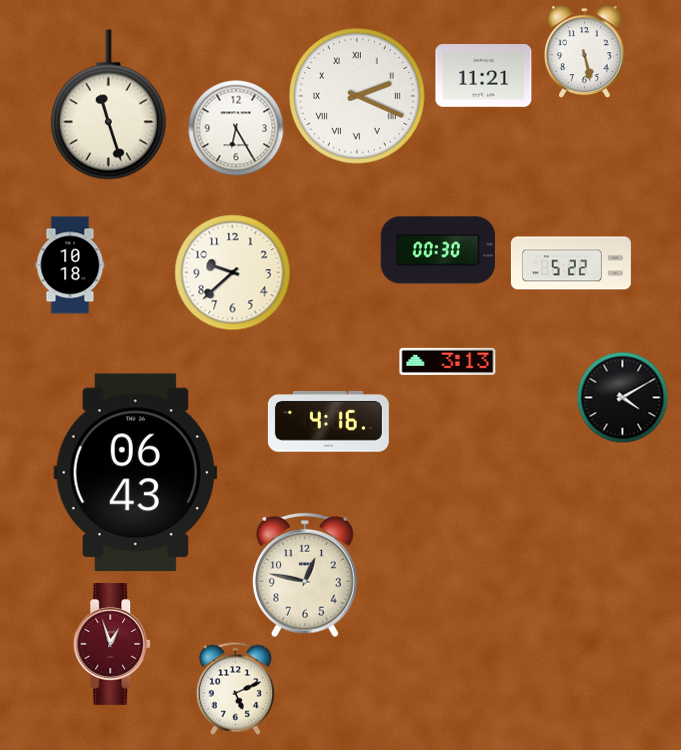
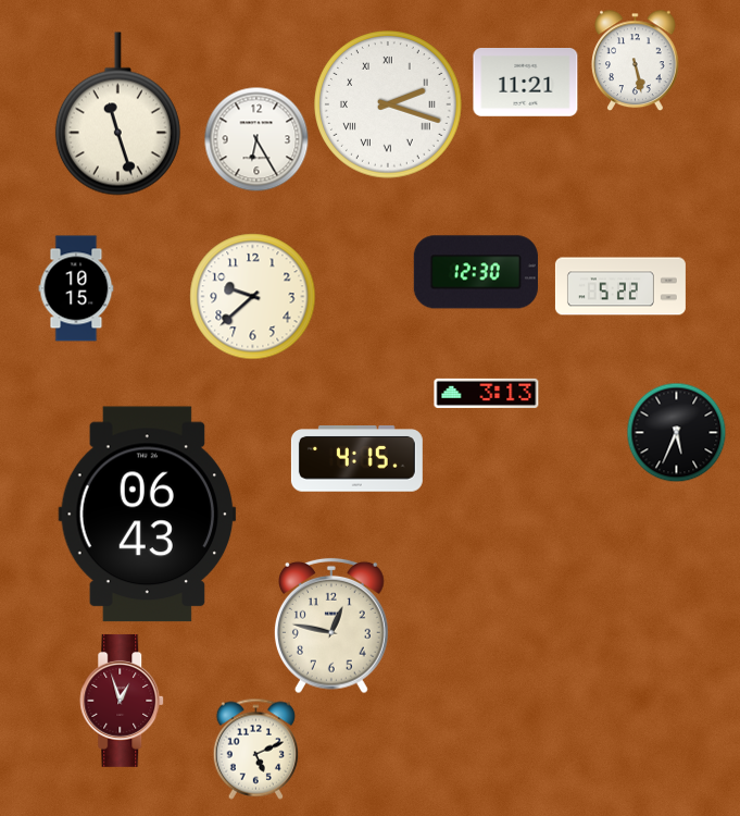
clock at (585, 51) position: (585, 51) -> (636, 60)
clock at (358, 97): 2:19 -> 2:18
clock at (438, 250): 00:30 -> 12:30
clock at (70, 265): 10:18 -> 10:15
clock at (622, 397): 4:10 -> 5:34
clock at (328, 422): 4:16 -> 4:15
